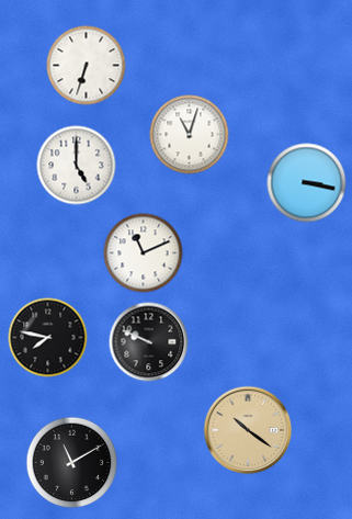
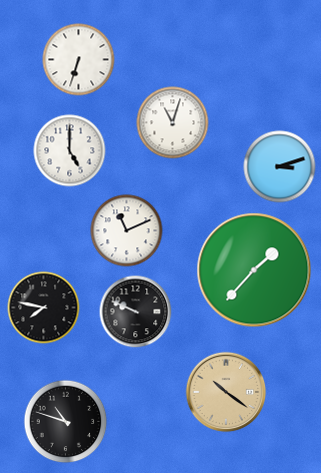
clock at (307, 183): 3:17 -> 3:12
clock at (144, 253) position: (144, 253) -> (127, 231)
clock at (254, 270): none -> 1:37
clock at (72, 463): 11:10 -> 10:48
